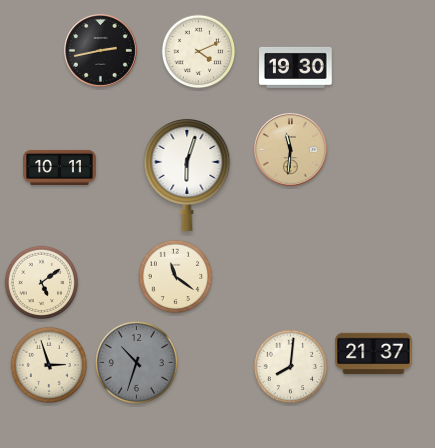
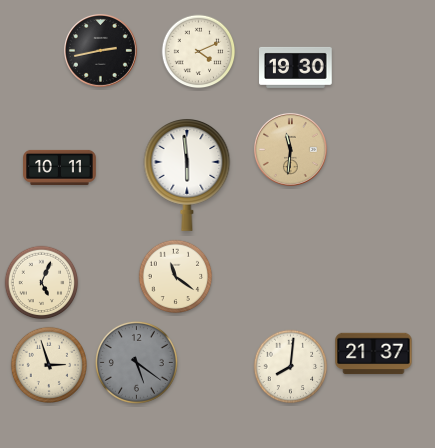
clock at (187, 175): 6:03 -> 5:59
clock at (42, 283): 5:09 -> 5:04
clock at (136, 362): 10:33 -> 5:21
